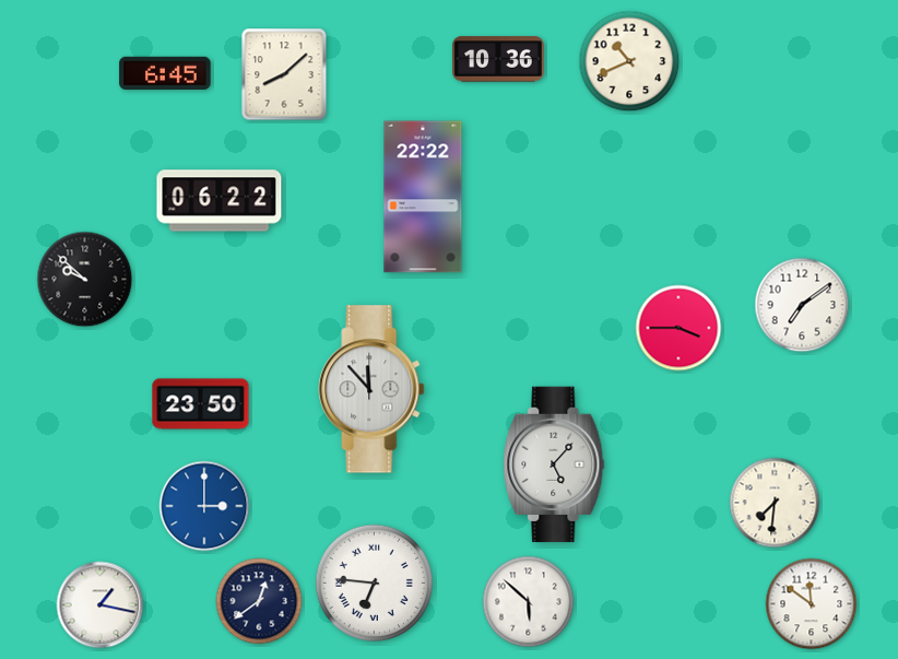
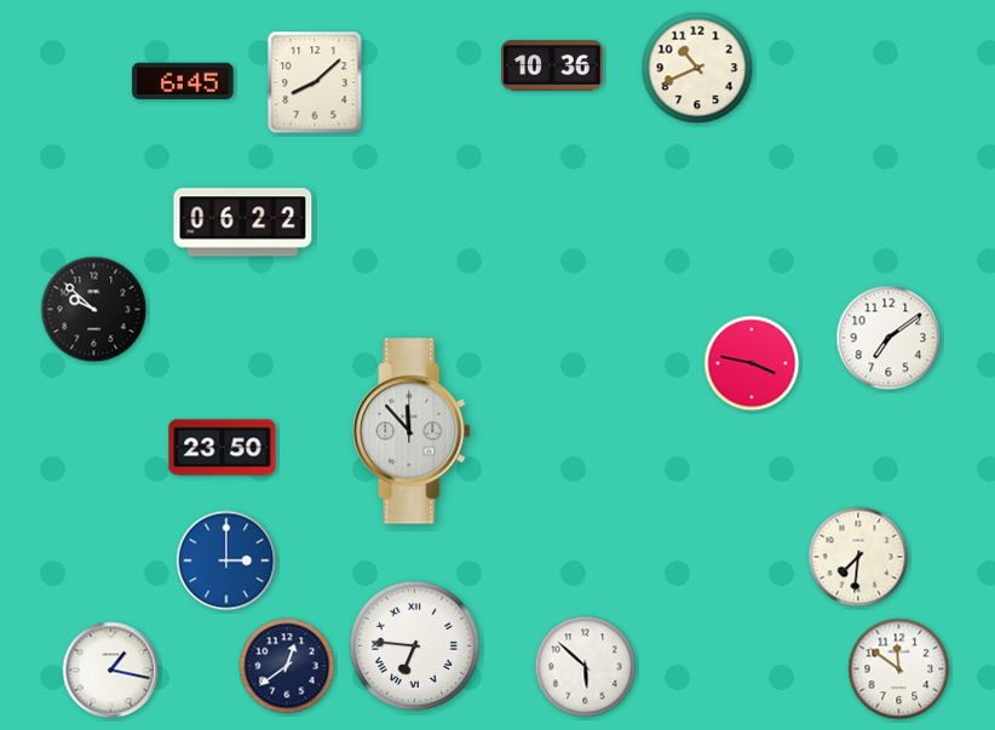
clock at (423, 197): 22:22 -> none
clock at (678, 328): 3:45 -> 3:47
clock at (554, 464): 5:07 -> none
